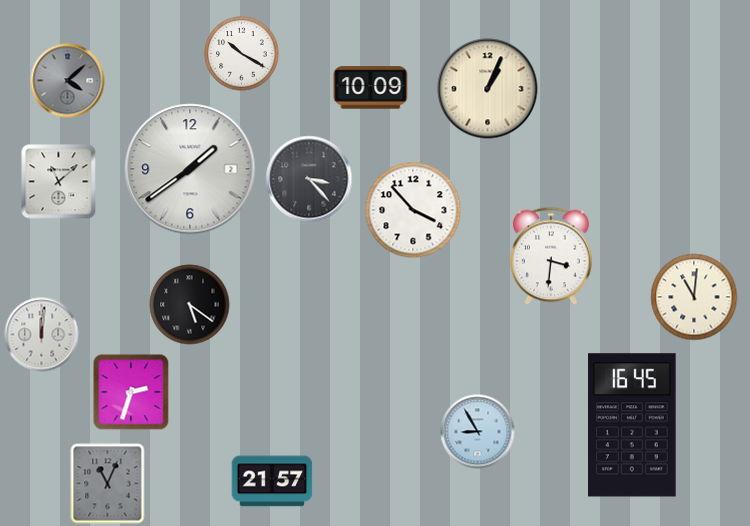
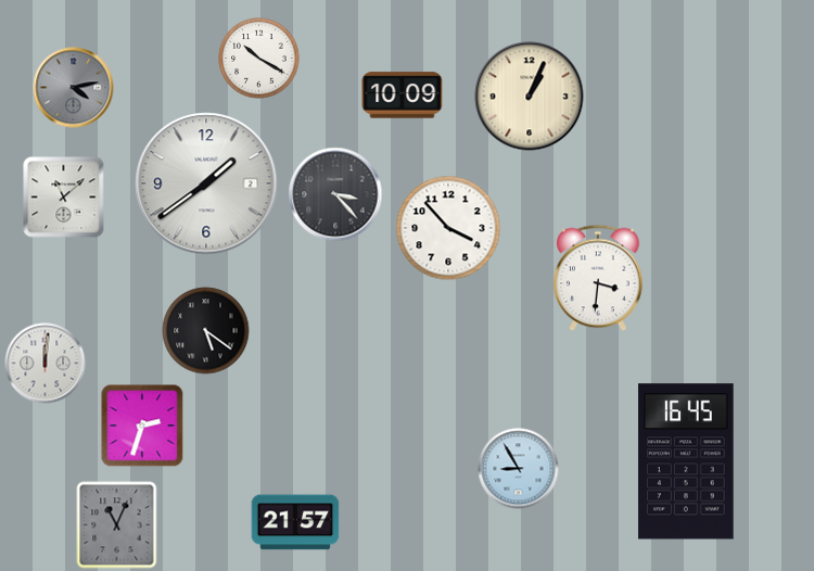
clock at (242, 54) position: (242, 54) -> (259, 59)
clock at (68, 81): 4:08 -> 4:13
clock at (694, 297): 11:01 -> none
